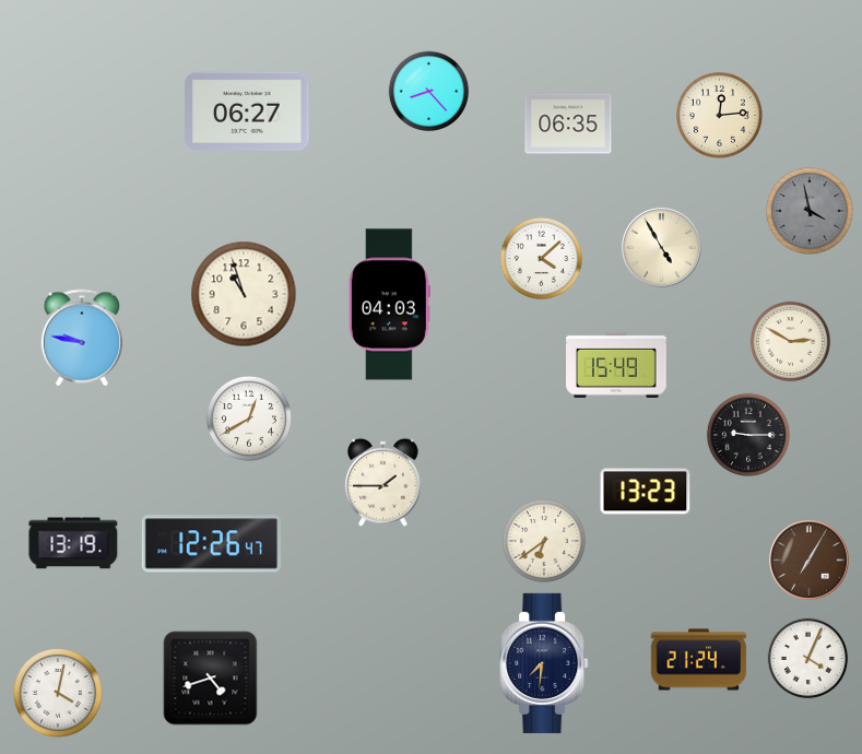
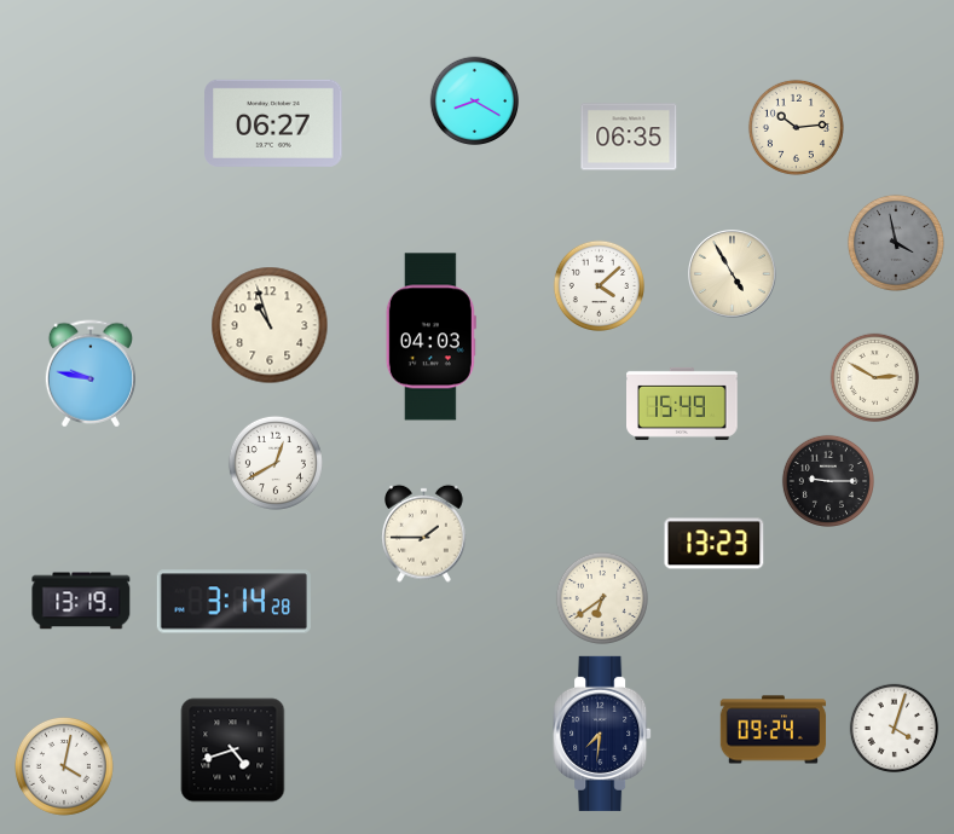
clock at (429, 92): 8:23 -> 8:20
clock at (719, 115): 12:14 -> 10:14
clock at (810, 211) position: (810, 211) -> (896, 243)
clock at (211, 544): 12:26 -> 3:14
clock at (810, 561): 7:05 -> none
clock at (808, 659): 4:04 -> 4:03
clock at (699, 660): 21:24 -> 09:24
